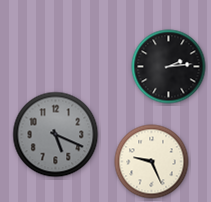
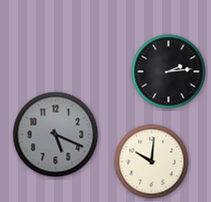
clock at (169, 67) position: (169, 67) -> (169, 72)
clock at (152, 162): 9:26 -> 10:01
